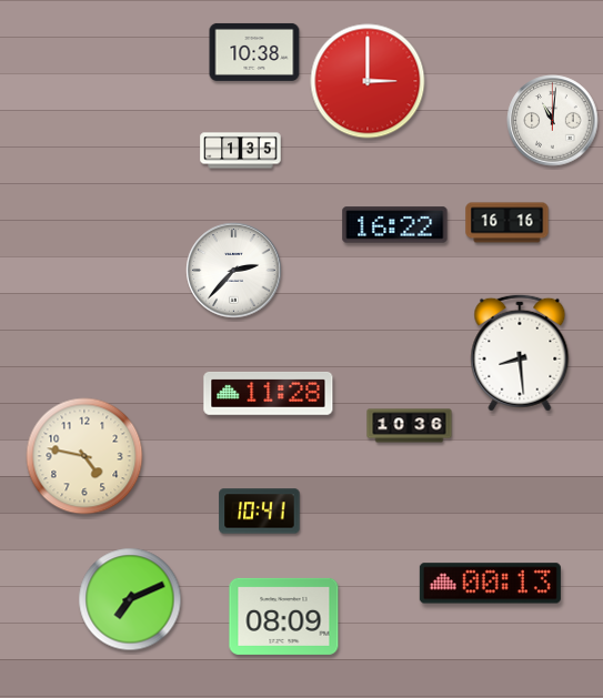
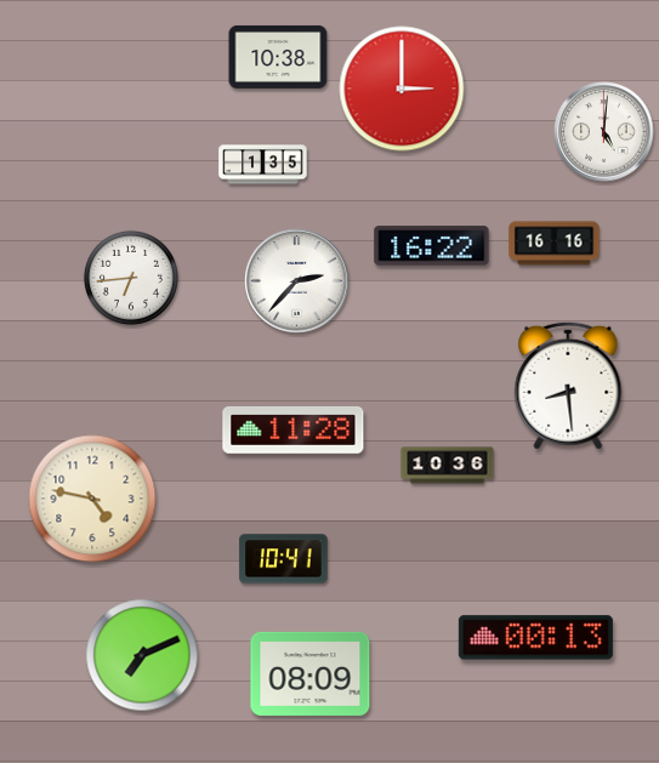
clock at (553, 121): 11:01 -> 5:01
clock at (131, 278): none -> 6:44
clock at (234, 271) position: (234, 271) -> (297, 281)
